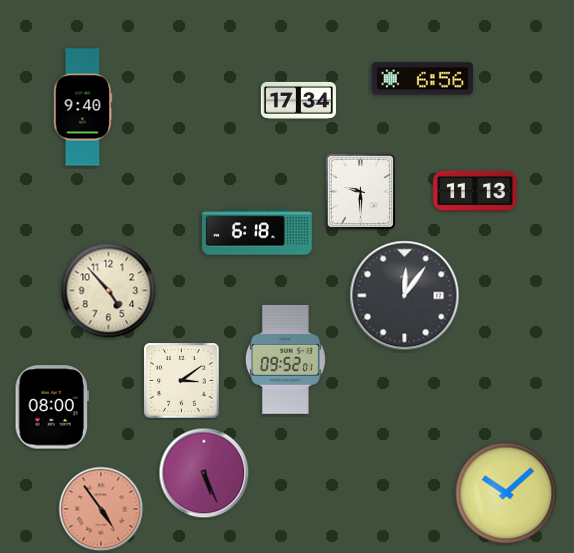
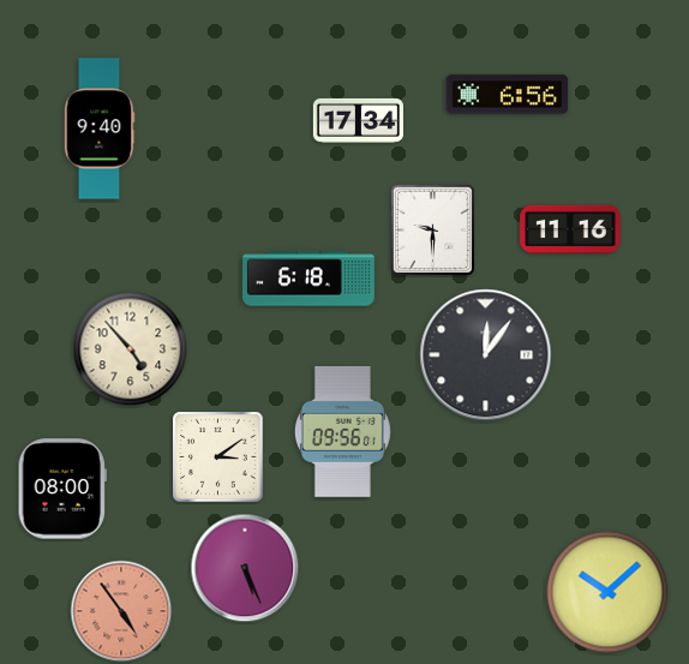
clock at (475, 191): 11:13 -> 11:16
clock at (285, 359): 09:52 -> 09:56
